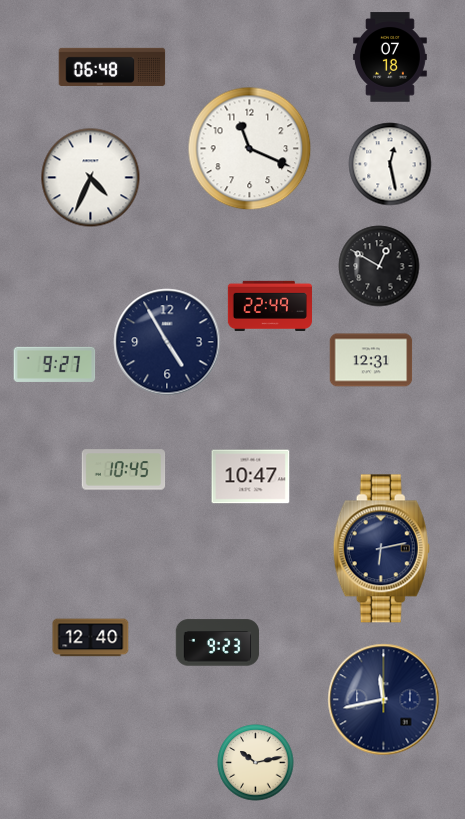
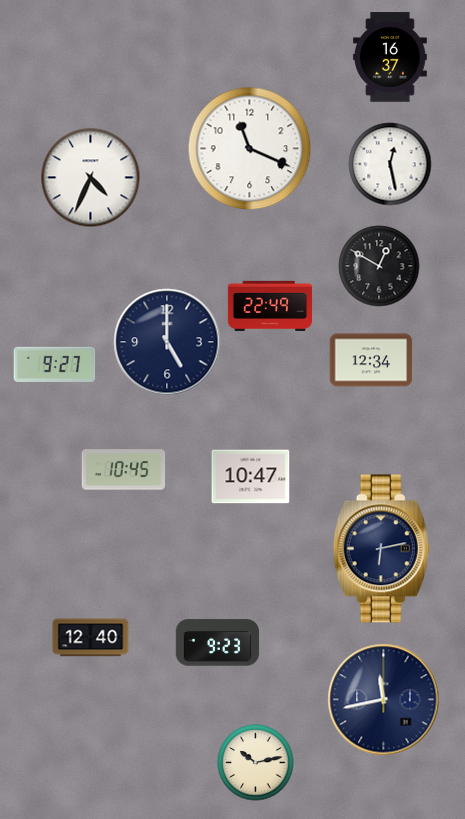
clock at (390, 57): 07:18 -> 16:37
clock at (112, 66): 06:48 -> none
clock at (167, 342): 4:55 -> 5:00
clock at (371, 360): 12:31 -> 12:34
